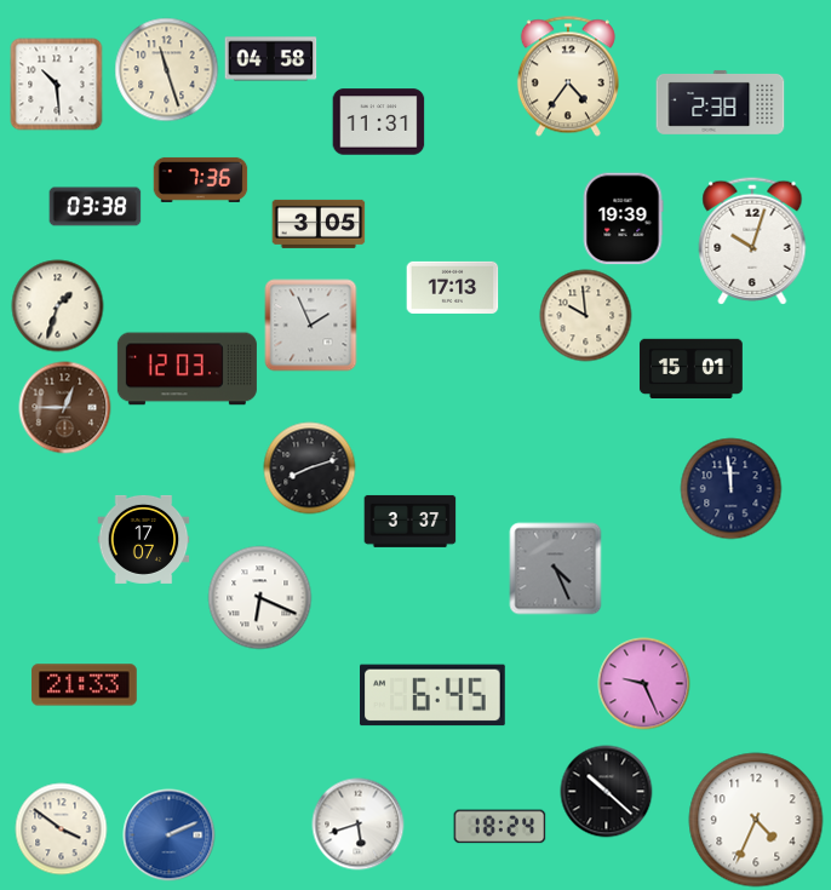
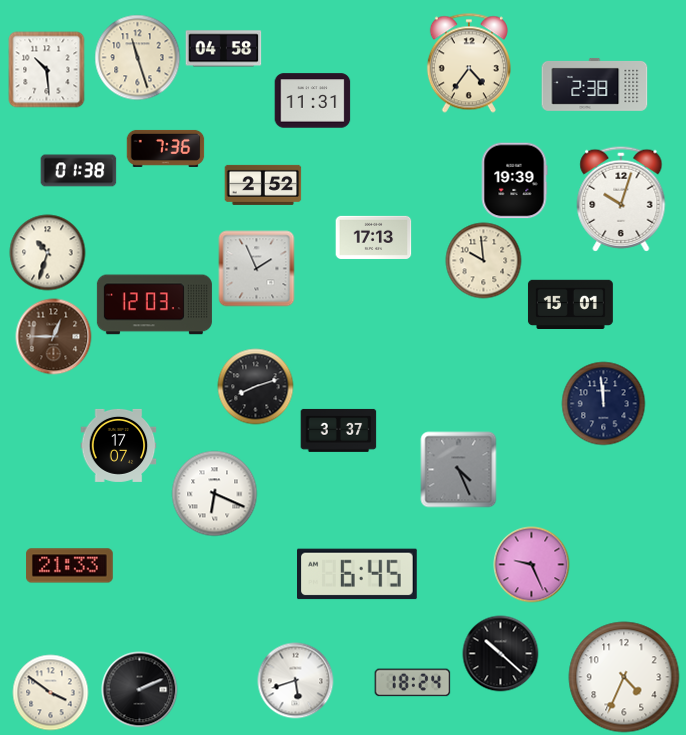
clock at (96, 207): 03:38 -> 01:38
clock at (319, 224): 3:05 -> 2:52
clock at (58, 306): 1:33 -> 10:33
clock at (62, 829) position: (62, 829) -> (51, 693)
clock at (170, 836) dial: blue -> black
